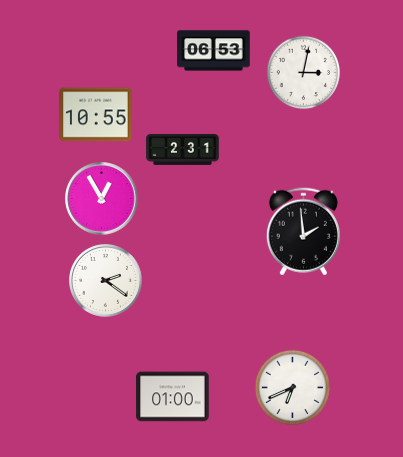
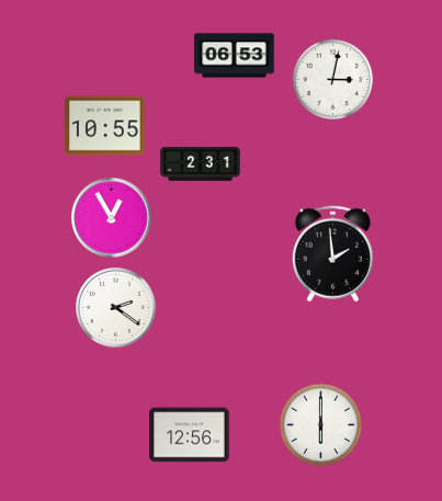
clock at (292, 387): 6:41 -> 6:00
clock at (173, 397): 01:00 -> 12:56
